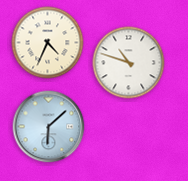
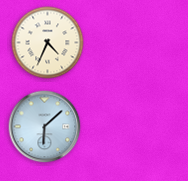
clock at (129, 63): 10:48 -> none
clock at (49, 127) position: (49, 127) -> (45, 127)
